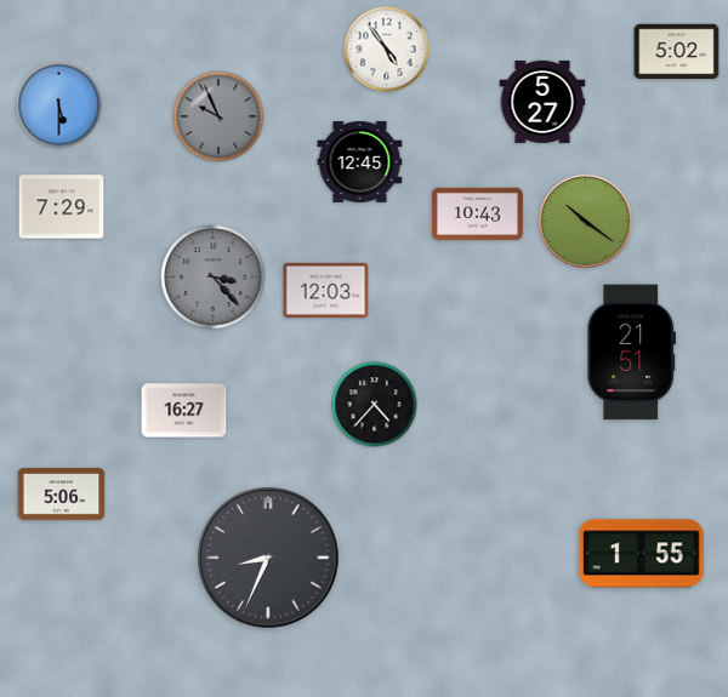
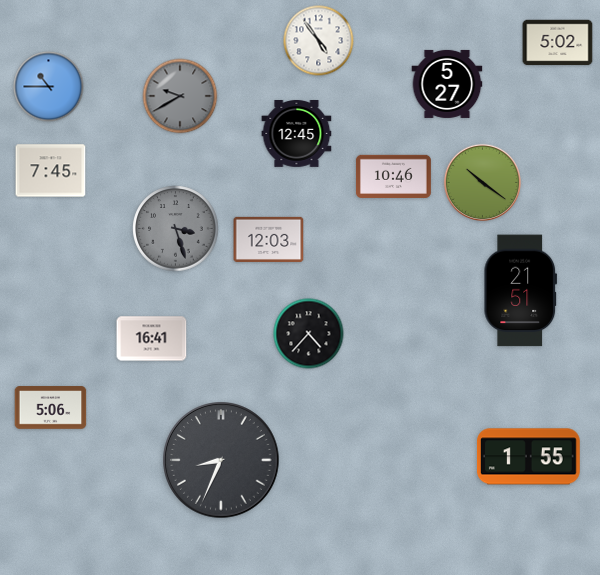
clock at (59, 105): 5:30 -> 10:45
clock at (218, 116): 9:56 -> 9:40
clock at (62, 207): 7:29 -> 7:45
clock at (477, 213): 10:43 -> 10:46
clock at (214, 278): 3:23 -> 3:27
clock at (184, 411): 16:27 -> 16:41
